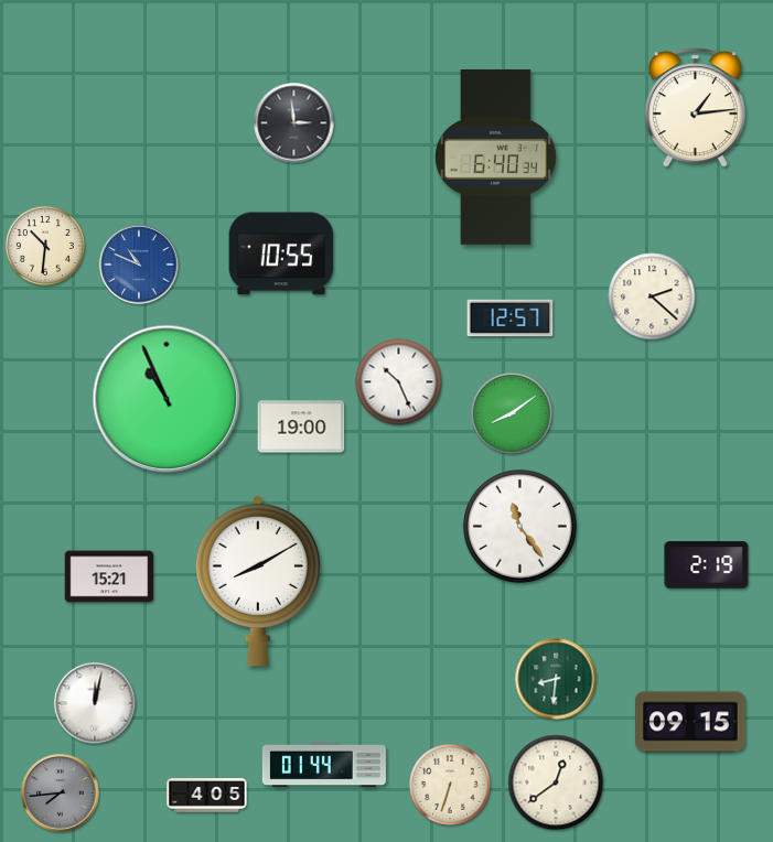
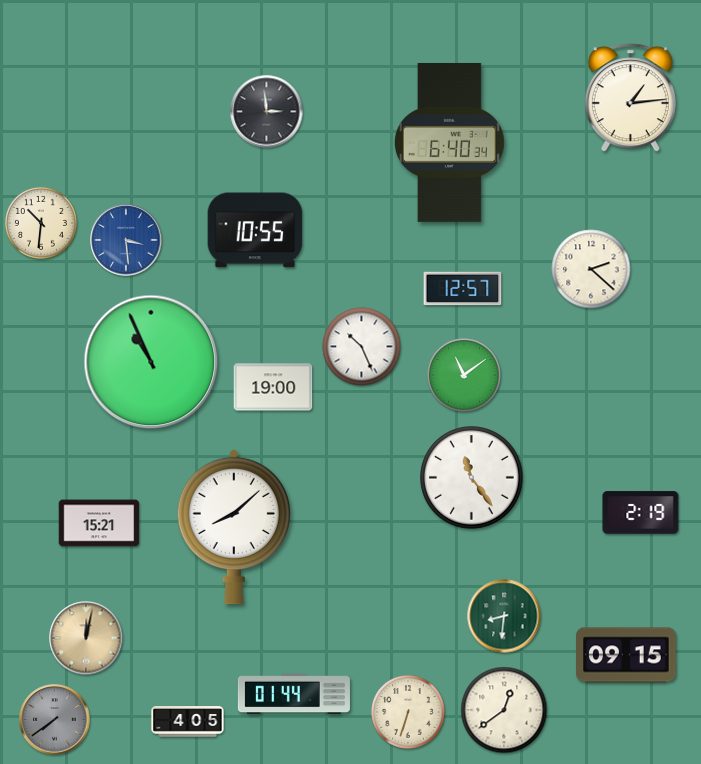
clock at (139, 265): 10:49 -> 3:29
clock at (512, 413): 8:09 -> 11:09
clock at (258, 581): 8:10 -> 8:08
clock at (95, 703) dial: white -> champagne
clock at (61, 794): 7:44 -> 7:39
